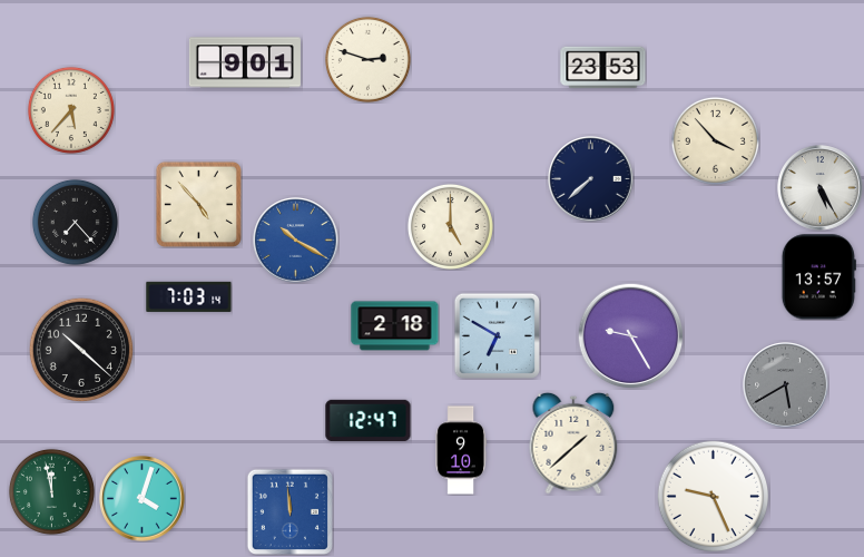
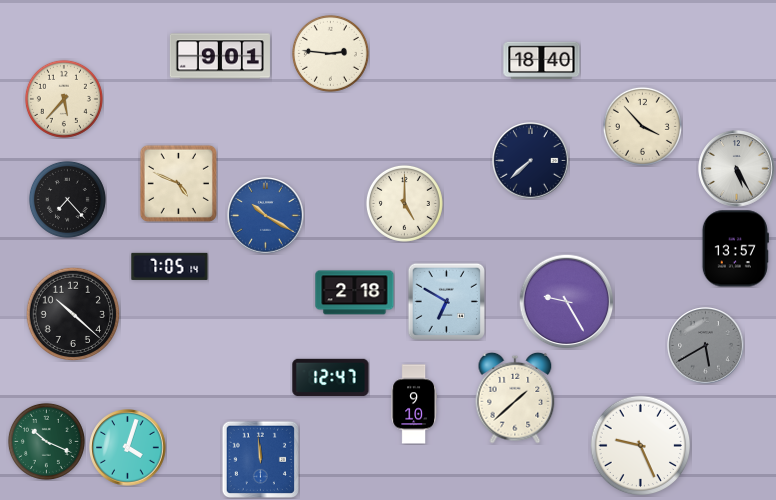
clock at (367, 59): 2:48 -> 2:46
clock at (603, 68): 23:53 -> 18:40
clock at (198, 204): 4:53 -> 4:49
clock at (189, 296): 7:03 -> 7:05
clock at (51, 491): 11:58 -> 10:19
